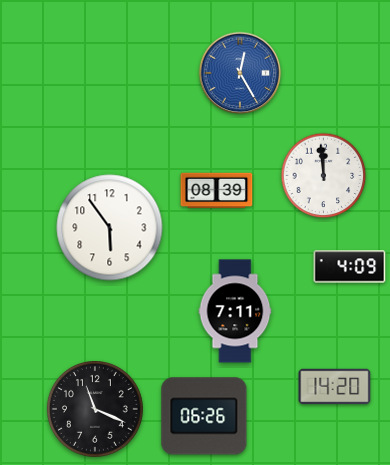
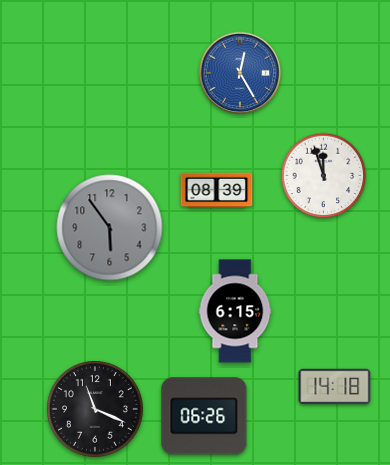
clock at (324, 176): 11:59 -> 11:57
clock at (110, 228) dial: white -> grey
clock at (350, 267): 4:09 -> none
clock at (235, 311): 7:11 -> 6:15
clock at (335, 387): 14:20 -> 14:18
